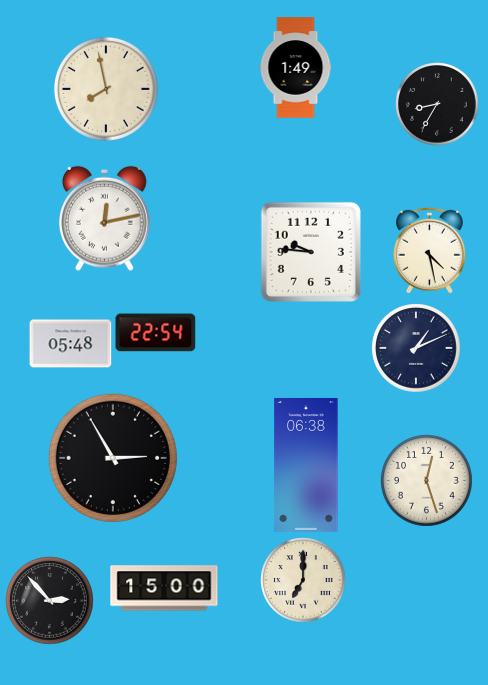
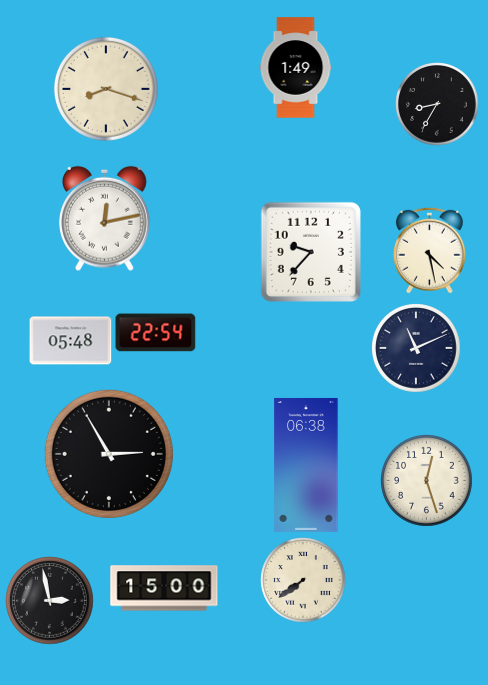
clock at (106, 89): 7:58 -> 8:18
clock at (311, 252): 9:46 -> 9:37
clock at (71, 344) position: (71, 344) -> (71, 341)
clock at (416, 348): 1:11 -> 11:11
clock at (113, 458) position: (113, 458) -> (109, 454)
clock at (303, 580): 7:00 -> 7:39
clock at (50, 601): 2:53 -> 2:58
